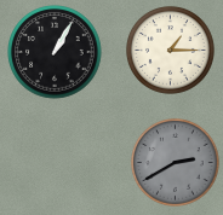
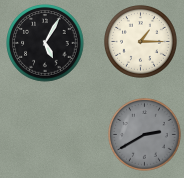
clock at (55, 52): 1:05 -> 5:05
